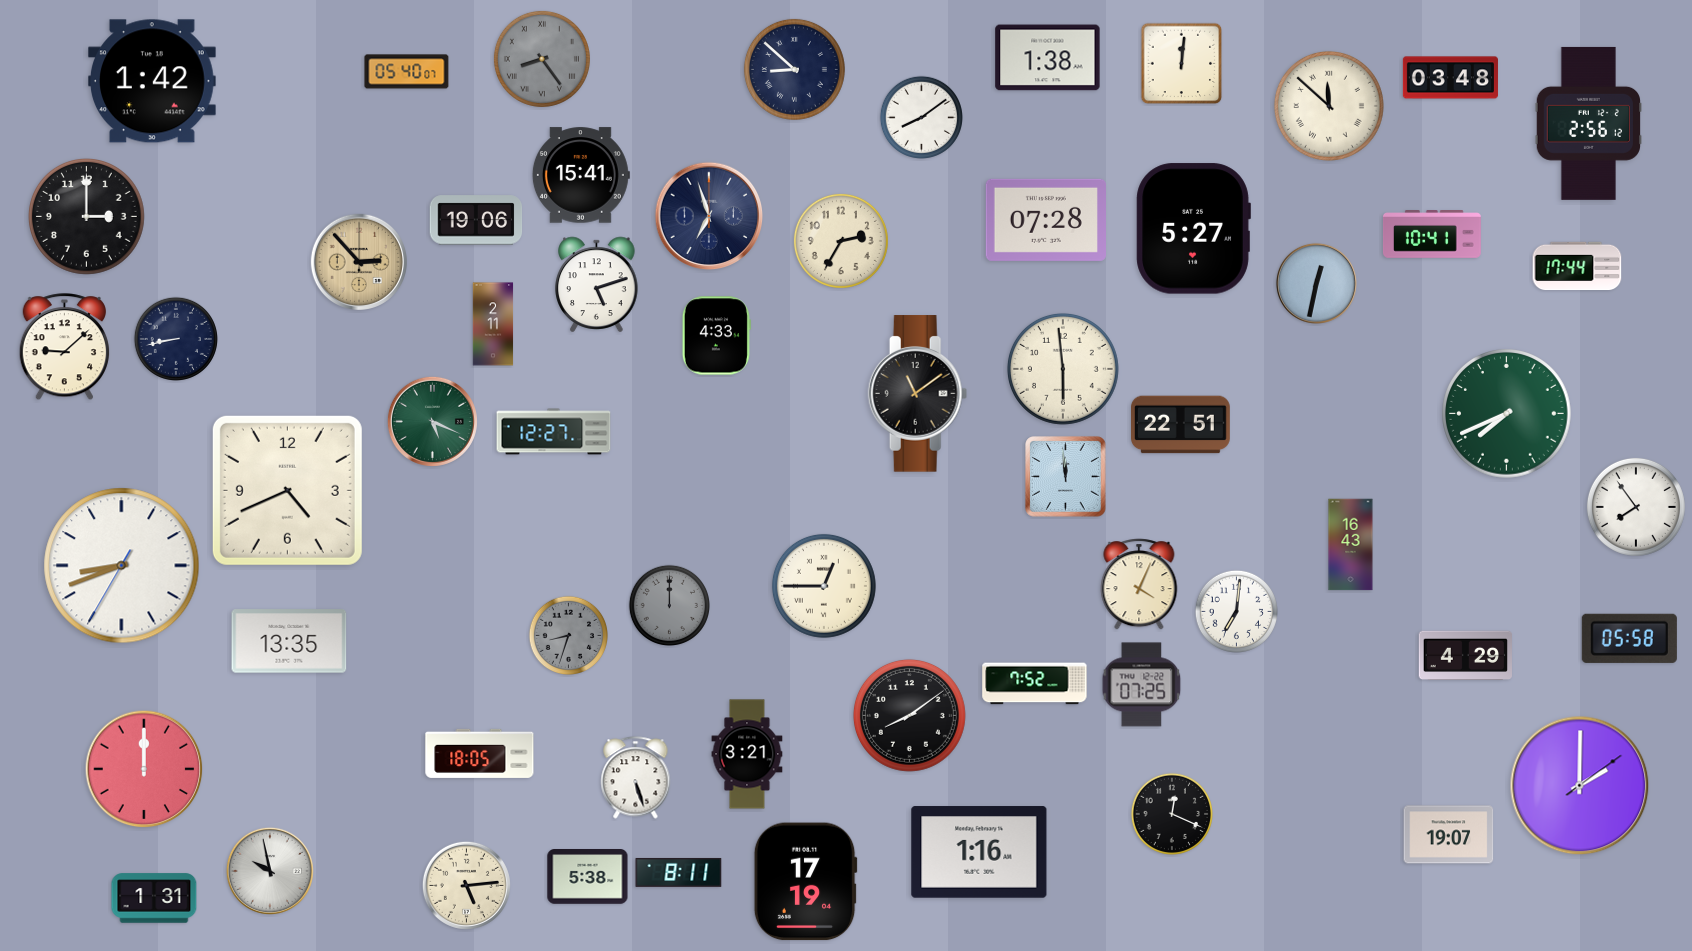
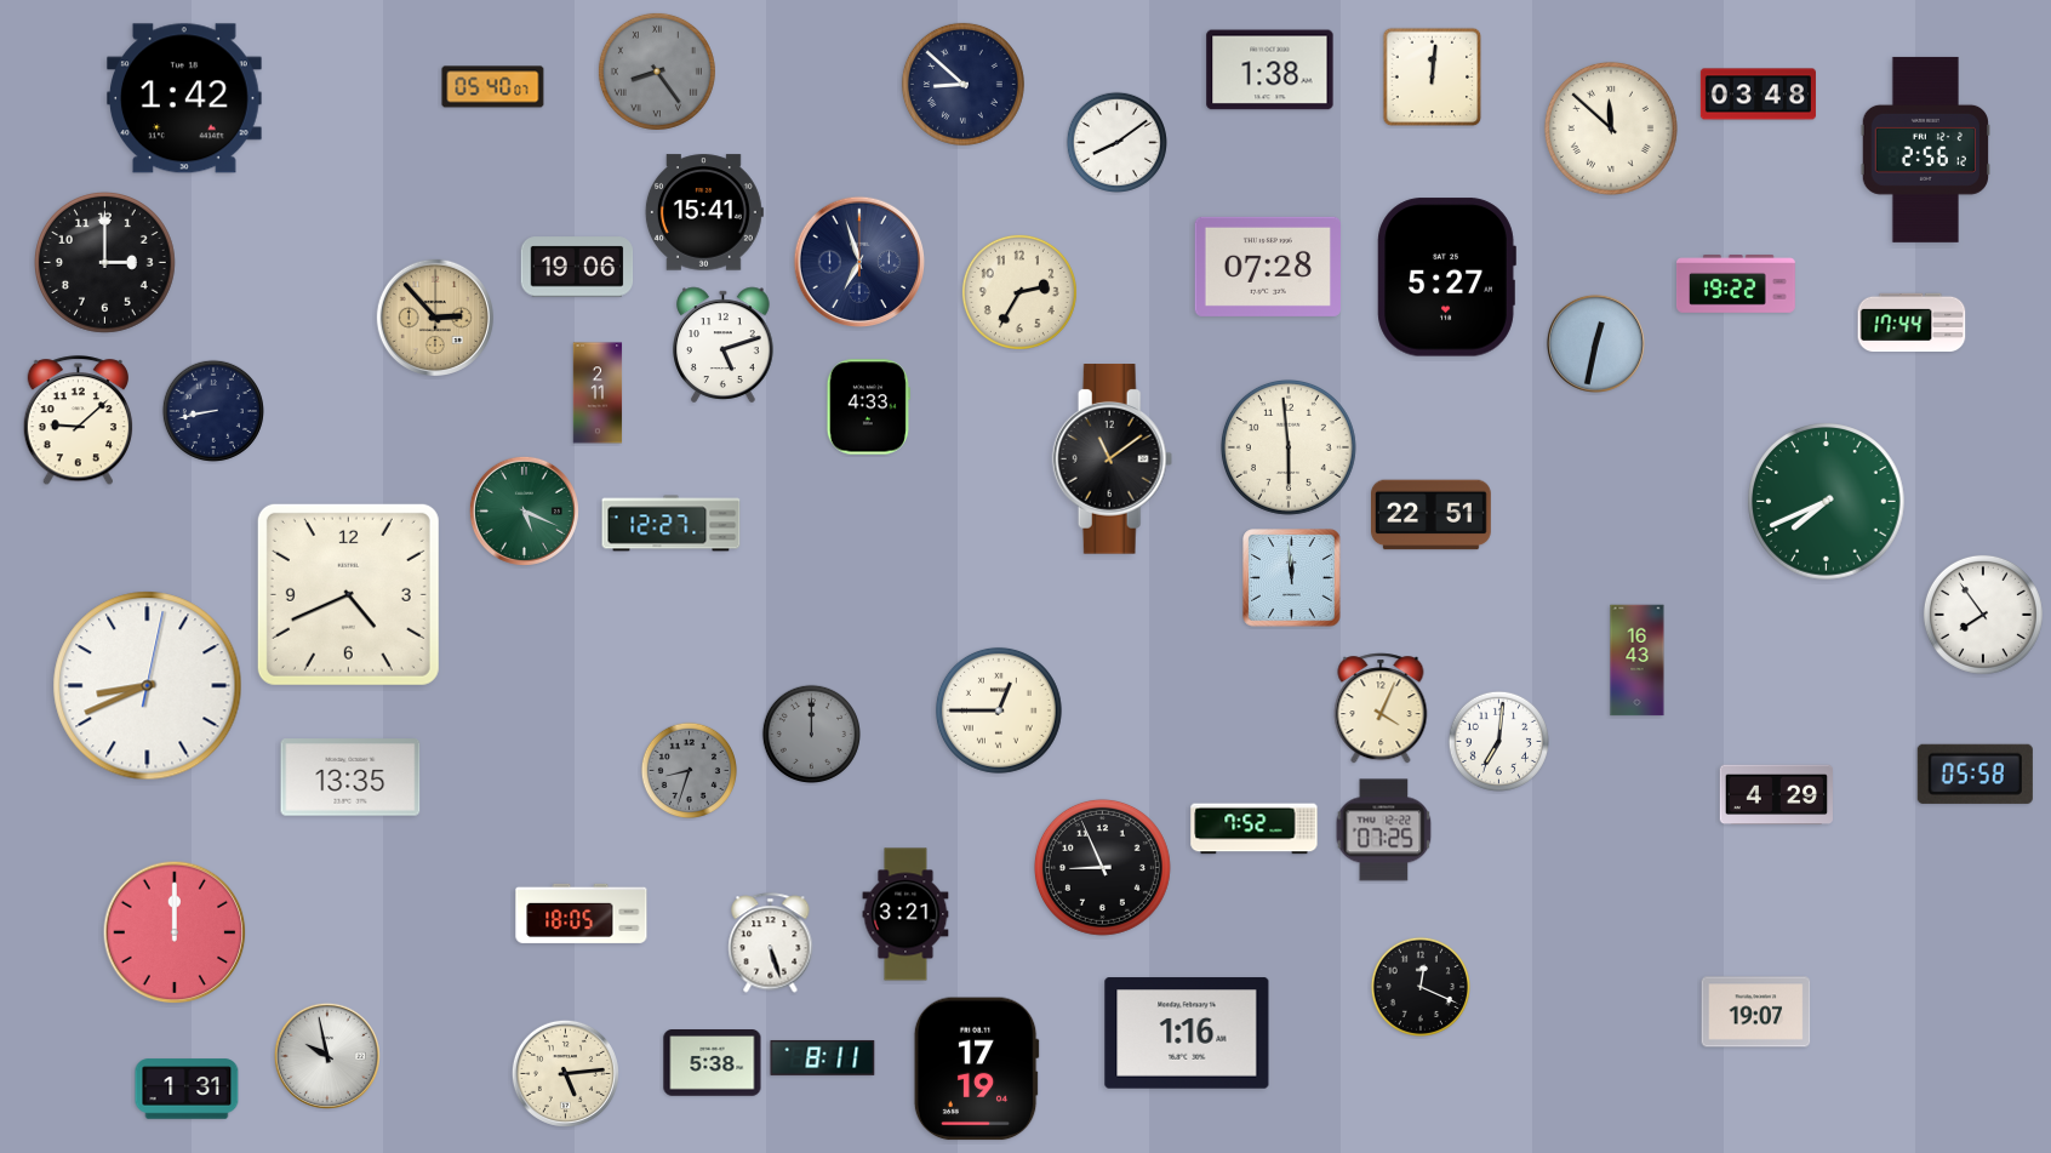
clock at (1432, 235): 10:41 -> 19:22
clock at (918, 394) position: (918, 394) -> (1113, 460)
clock at (122, 566): 8:41:35 -> 8:41:02
clock at (909, 715): 8:09 -> 8:56
clock at (1580, 786): 2:00 -> none
